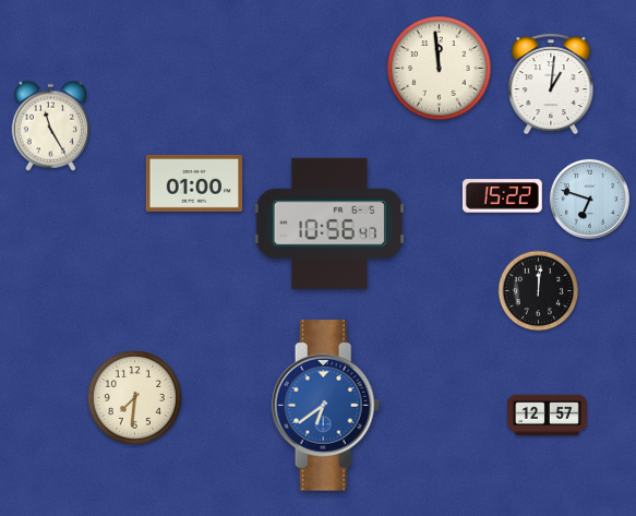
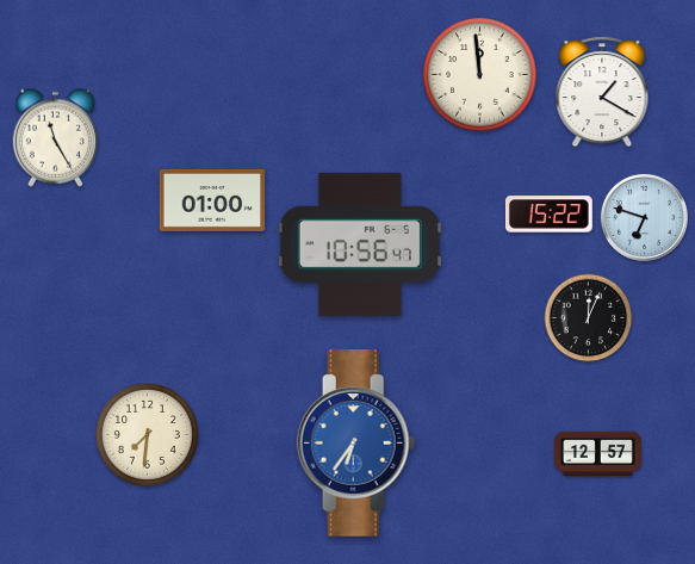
clock at (551, 84): 1:01 -> 1:20
clock at (539, 291): 12:01 -> 12:04
clock at (326, 406): 6:39 -> 6:36
